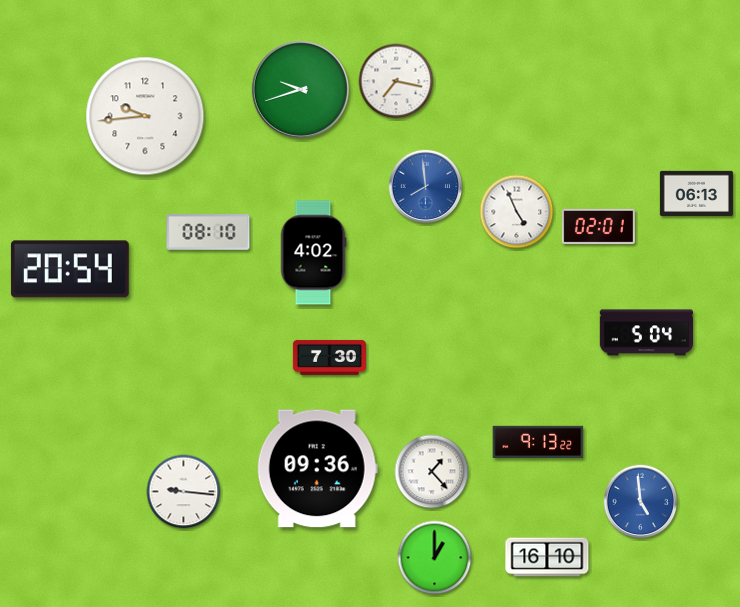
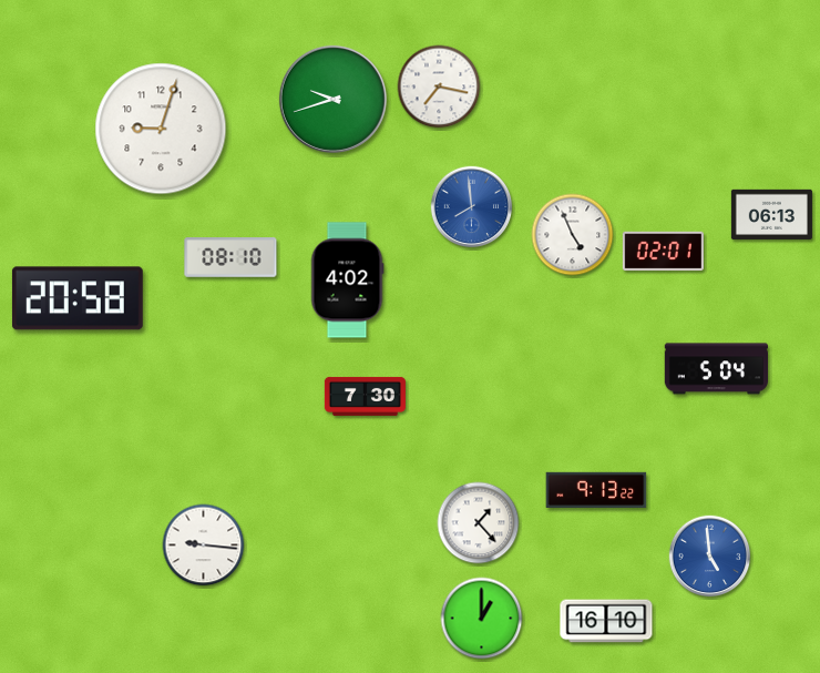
clock at (396, 81) position: (396, 81) -> (439, 86)
clock at (145, 116): 9:44 -> 9:03
clock at (70, 269): 20:54 -> 20:58
clock at (317, 469): 09:36 -> none
clock at (547, 557) position: (547, 557) -> (606, 621)
